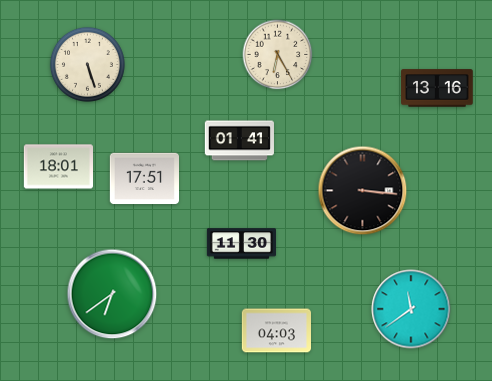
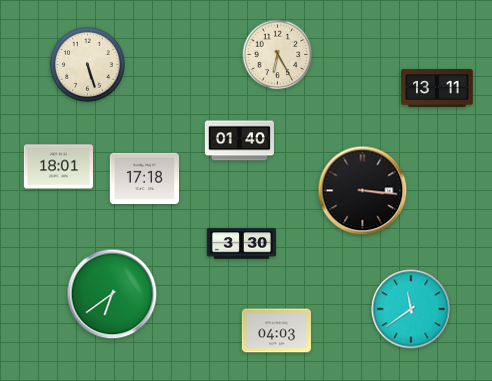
clock at (437, 88): 13:16 -> 13:11
clock at (239, 141): 01:41 -> 01:40
clock at (144, 179): 17:51 -> 17:18
clock at (241, 244): 11:30 -> 3:30
